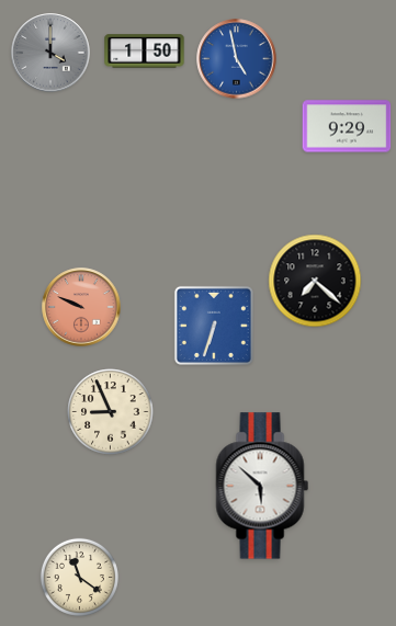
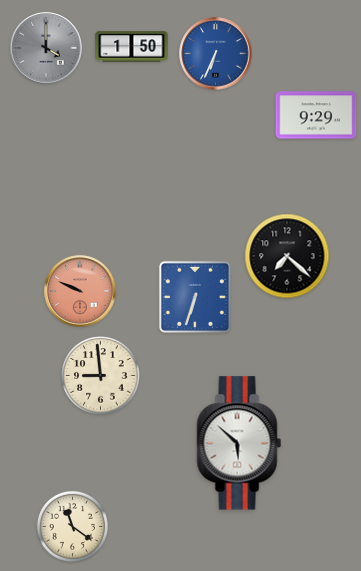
clock at (237, 59): 4:58 -> 6:34
clock at (81, 307) position: (81, 307) -> (80, 291)
clock at (111, 412): 8:56 -> 8:59
